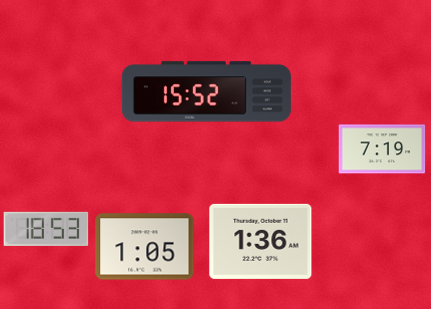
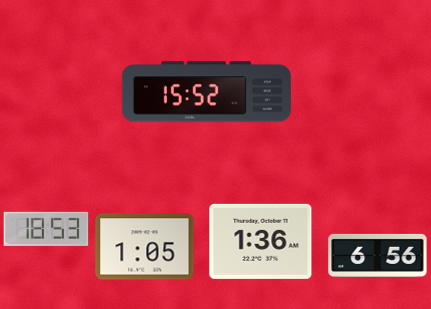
clock at (382, 149): 7:19 -> none
clock at (378, 255): none -> 6:56
